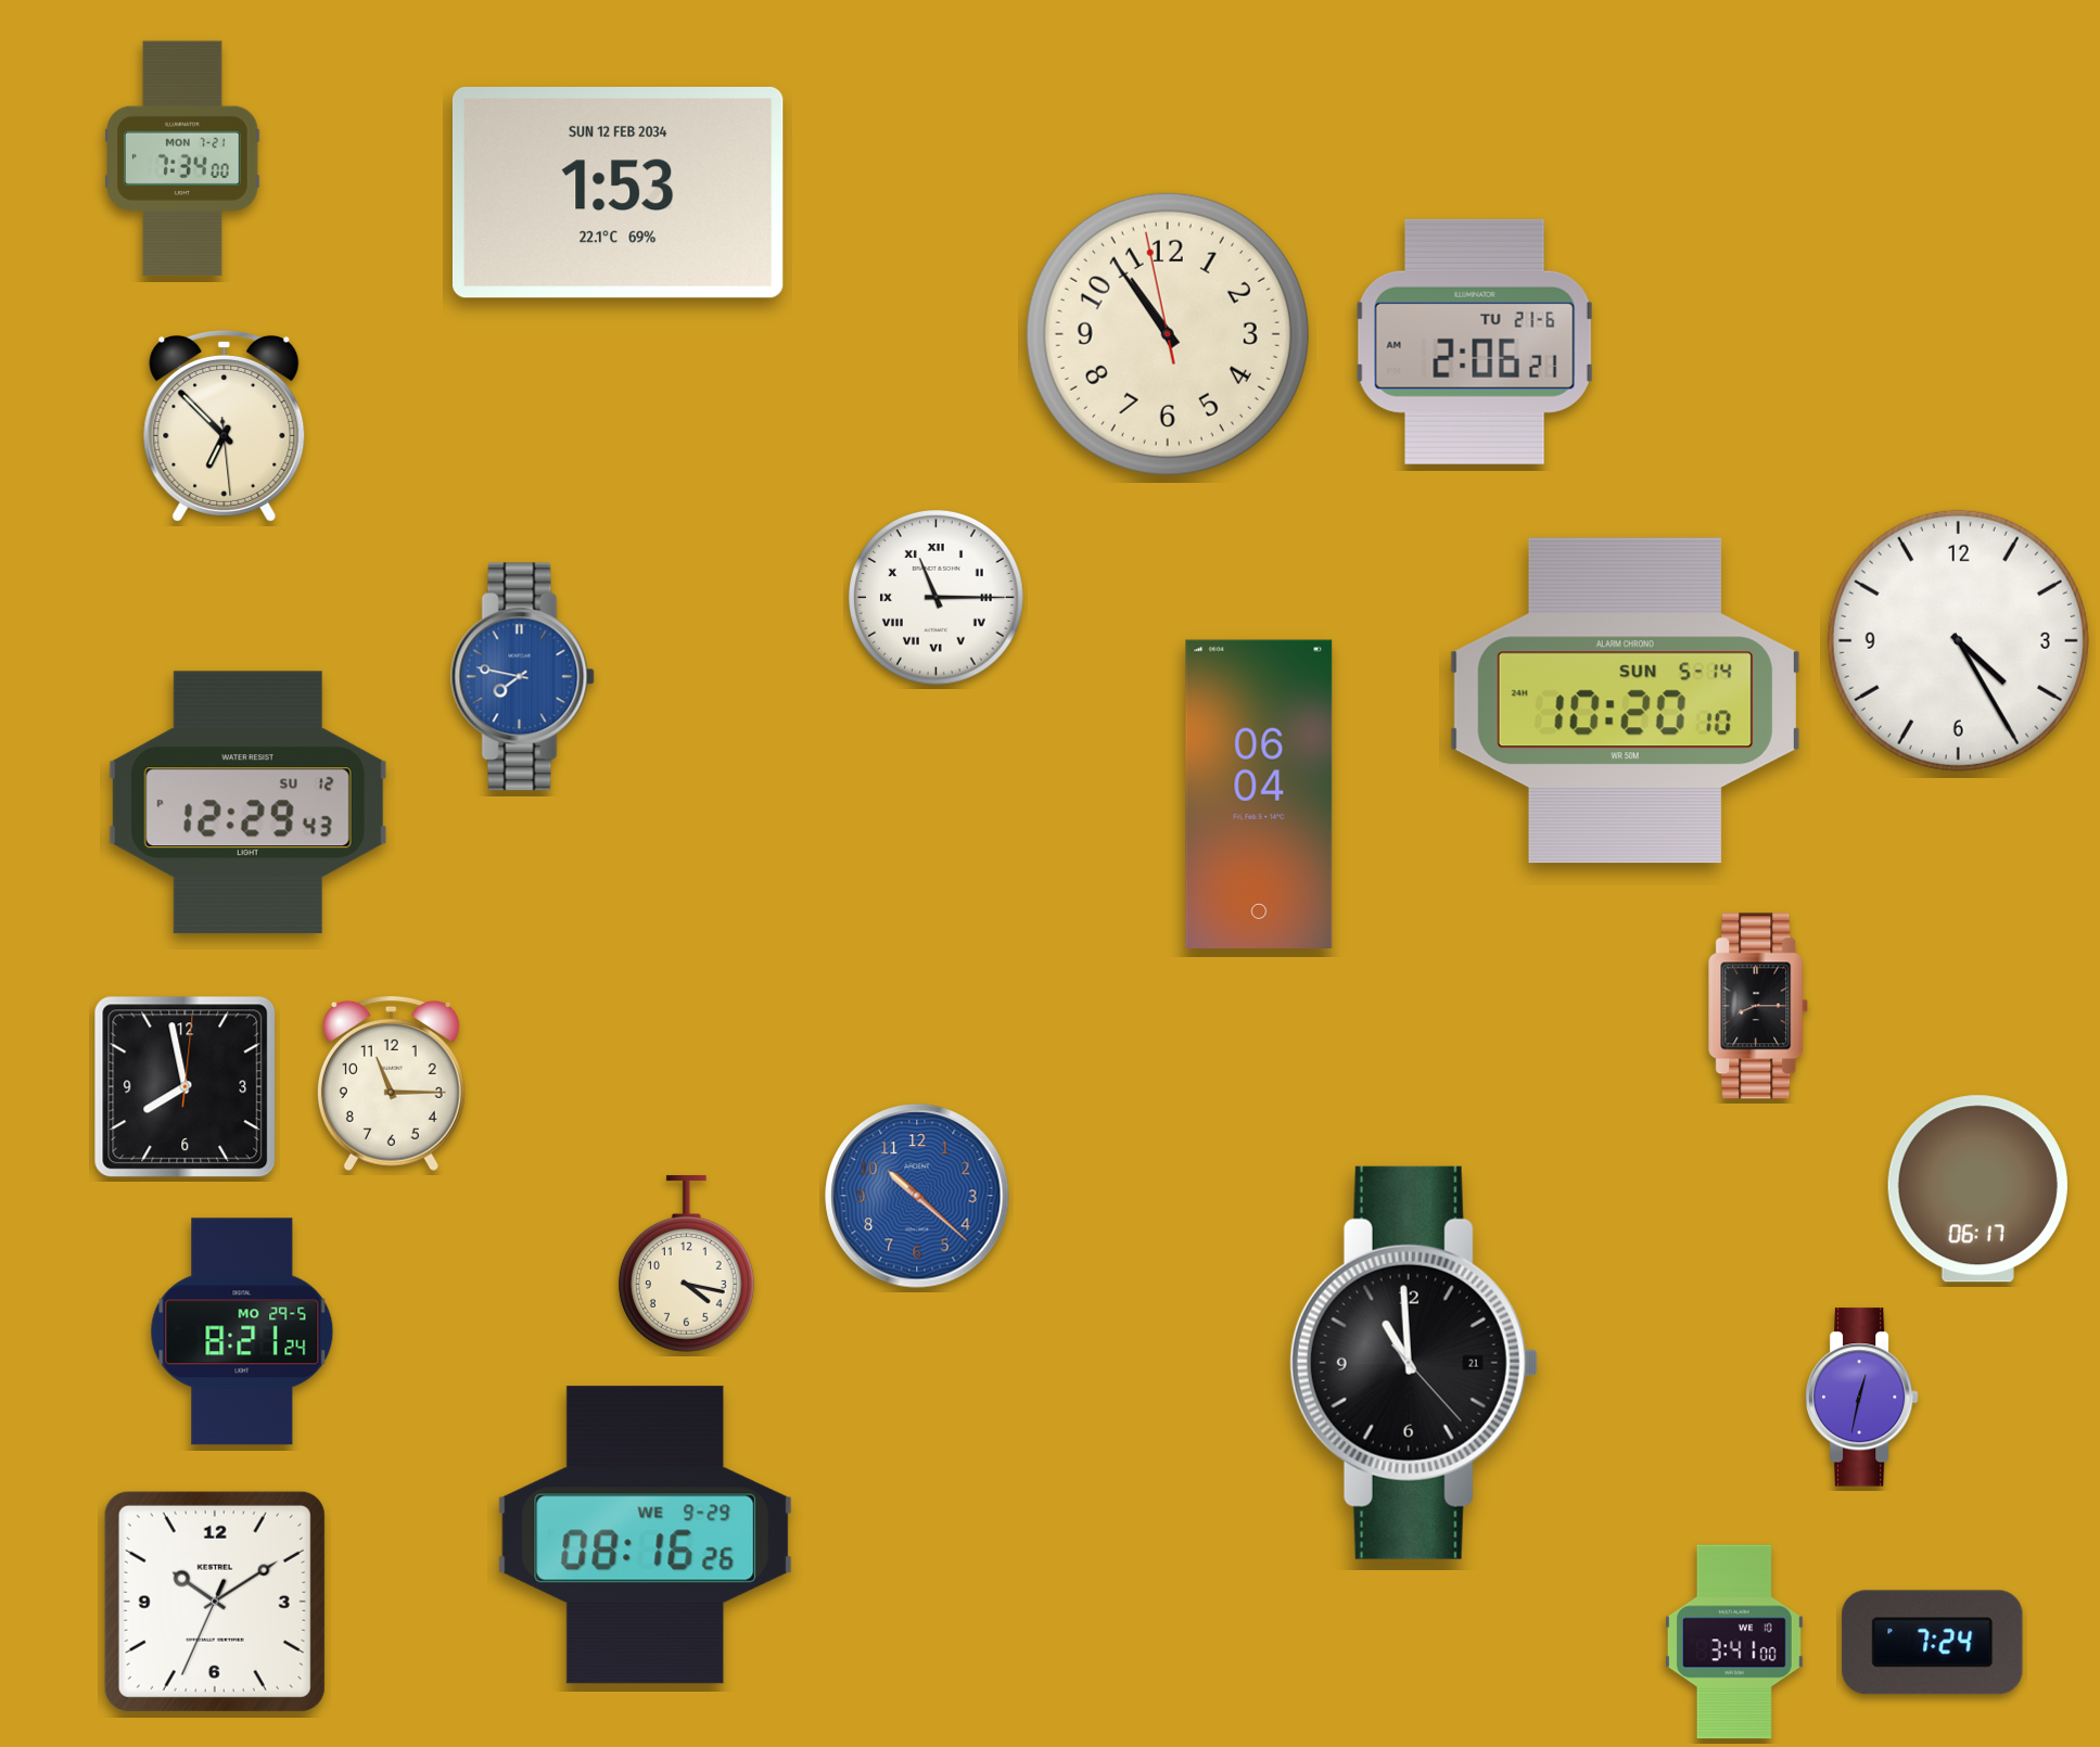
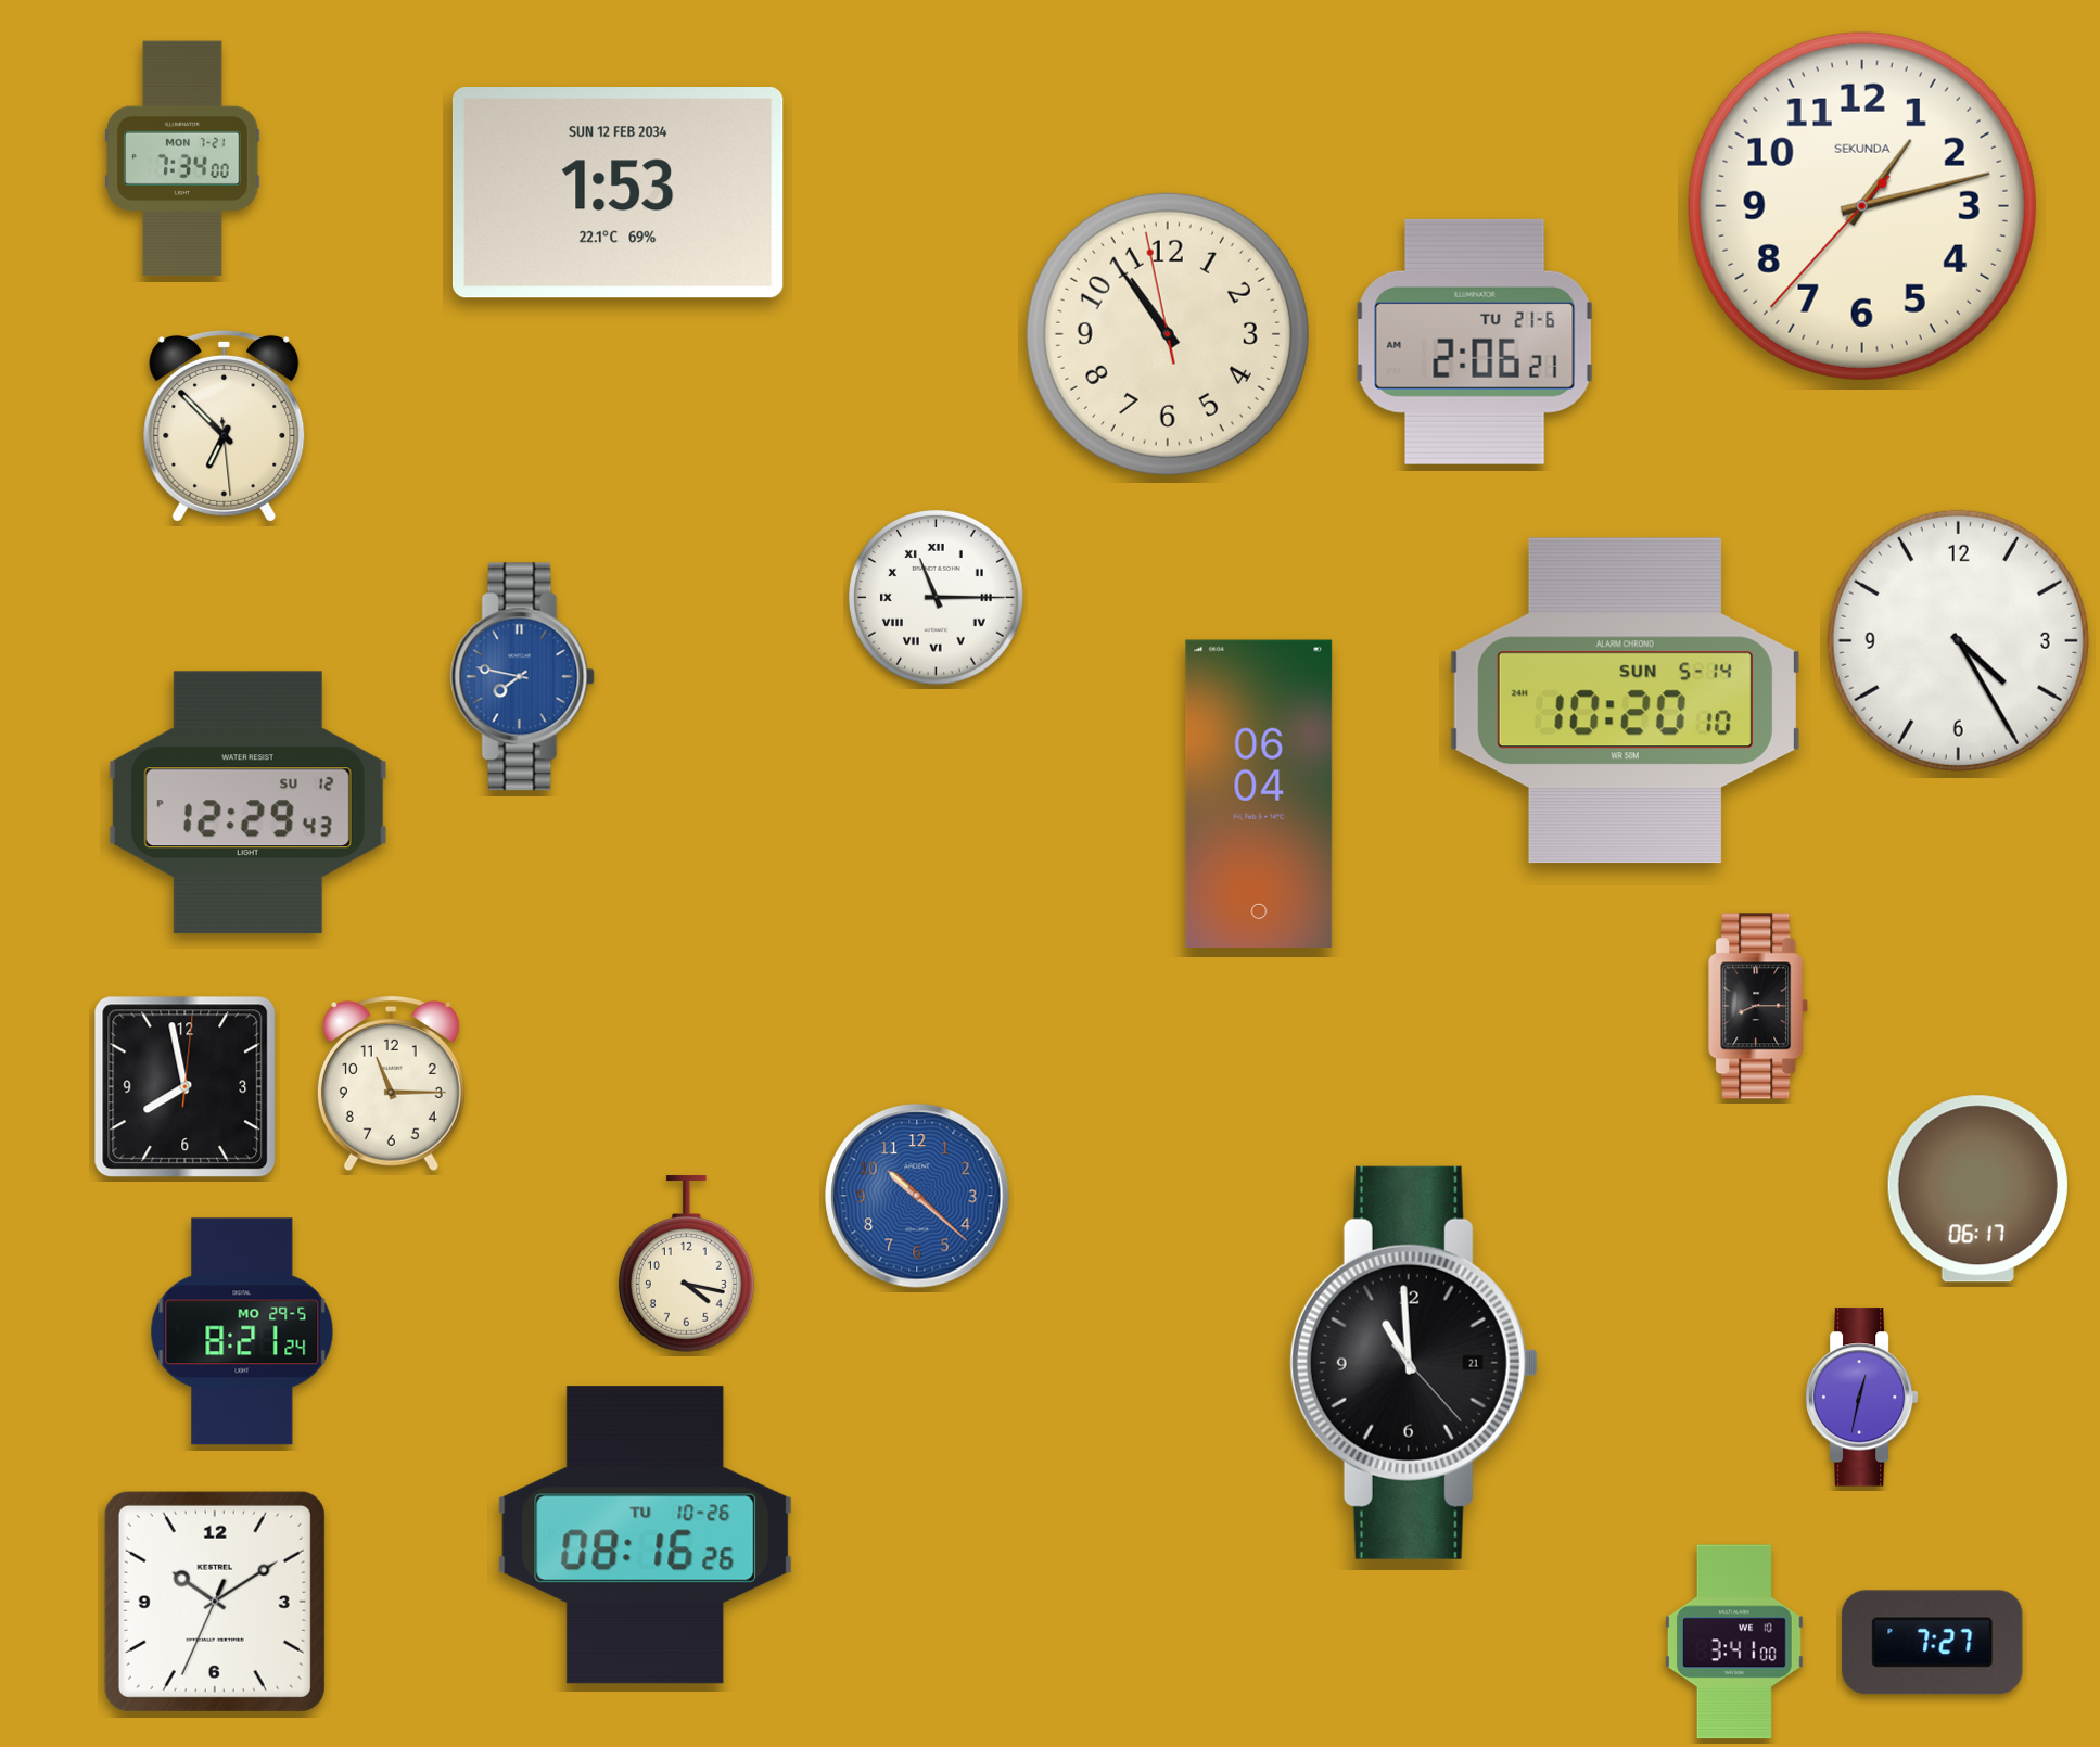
clock at (1862, 206): none -> 1:12
clock at (646, 1535) date: WE 9-29 -> TU 10-26
clock at (1933, 1643): 7:24 -> 7:27
